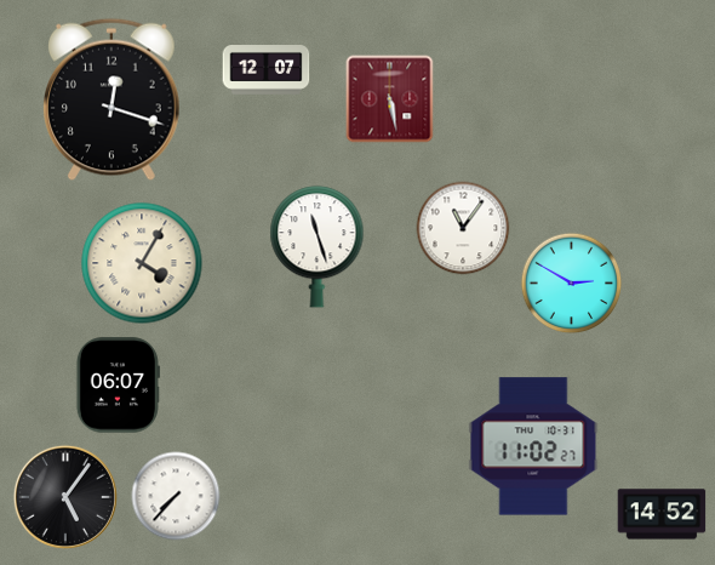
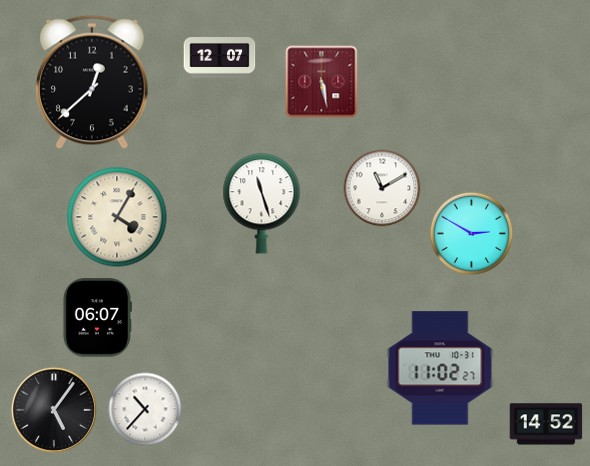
clock at (113, 99): 12:18 -> 12:38
clock at (463, 228): 11:06 -> 11:10
clock at (176, 496): 7:37 -> 10:37
